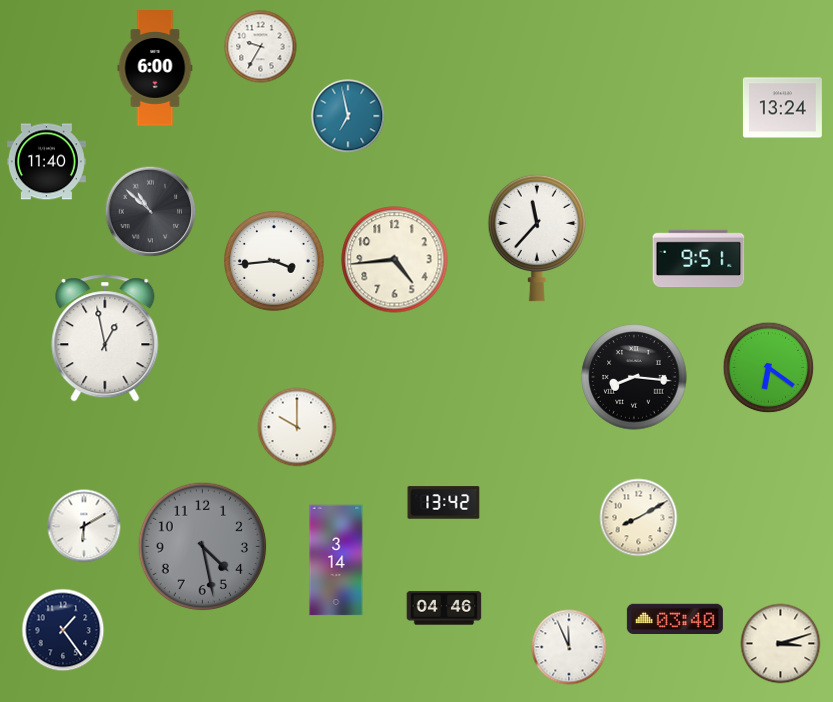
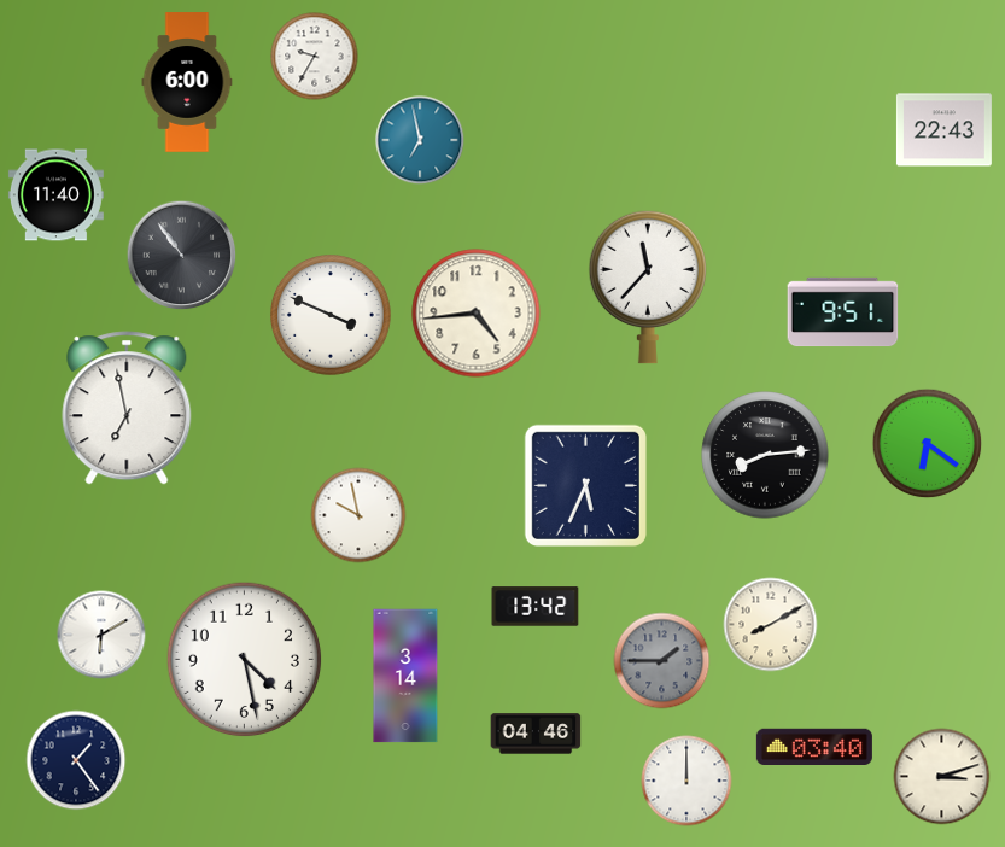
clock at (782, 108): 13:24 -> 22:43
clock at (151, 212): 10:52 -> 10:54
clock at (275, 262): 3:44 -> 3:49
clock at (105, 338): 12:58 -> 6:58
clock at (634, 377): 8:16 -> 8:14
clock at (585, 485): none -> 5:34
clock at (297, 427): 10:00 -> 9:58
clock at (203, 547) dial: grey -> white
clock at (662, 661): none -> 1:45
clock at (569, 647): 11:56 -> 12:00
